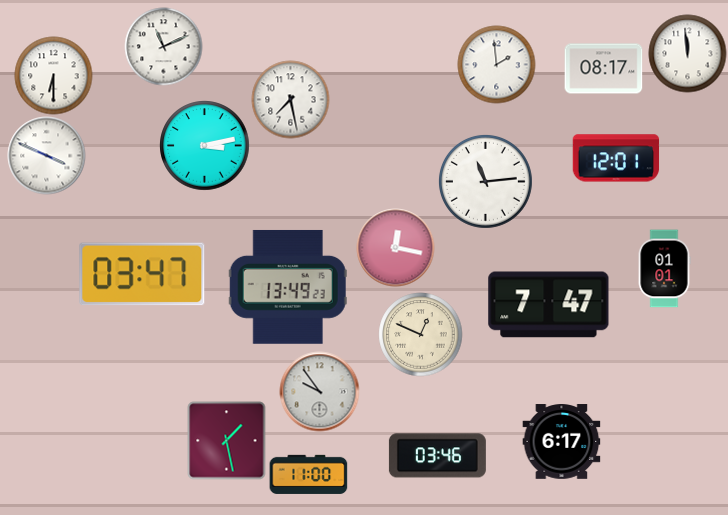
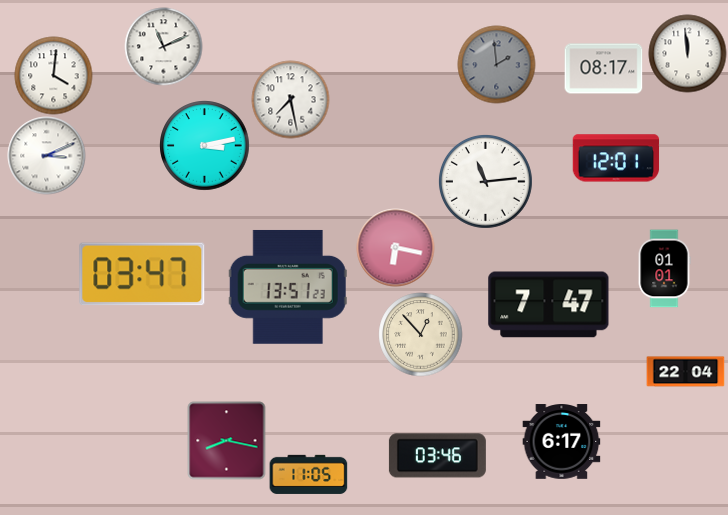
clock at (496, 64) dial: white -> grey
clock at (53, 75): 6:30 -> 4:01
clock at (46, 155): 3:49 -> 3:11
clock at (395, 247): 12:17 -> 6:17
clock at (288, 287): 13:49 -> 13:51
clock at (420, 334): 12:49 -> 12:53
clock at (685, 372): none -> 22:04
clock at (319, 391): 9:54 -> none
clock at (226, 440): 1:28 -> 8:17
clock at (308, 474): 11:00 -> 11:05
